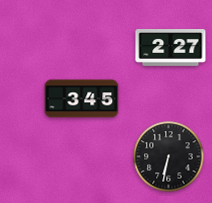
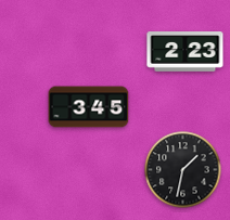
clock at (171, 48): 2:27 -> 2:23
clock at (169, 157): 6:32 -> 1:32
